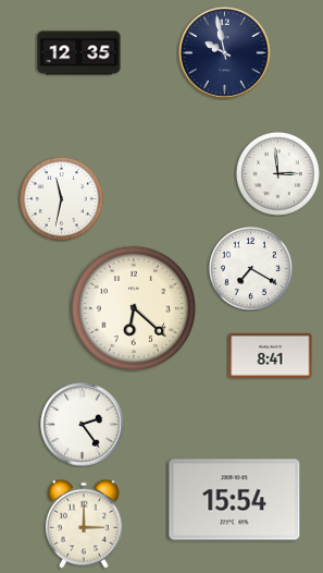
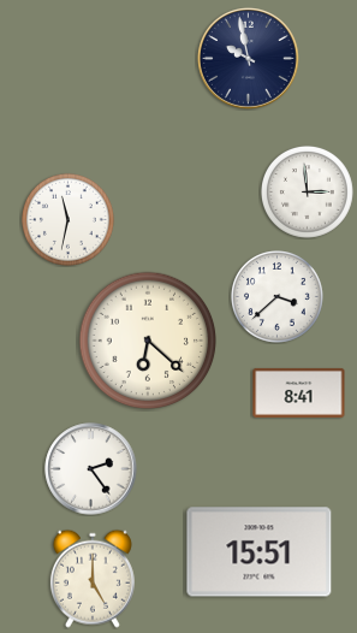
clock at (79, 53): 12:35 -> none
clock at (250, 268): 7:20 -> 3:38
clock at (235, 500): 15:54 -> 15:51
clock at (84, 524): 3:00 -> 5:00
